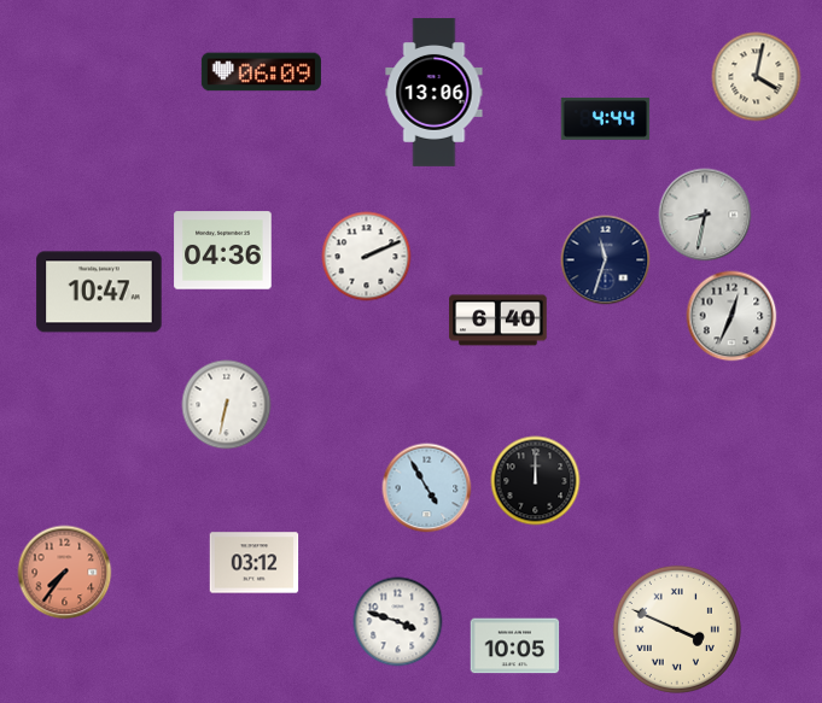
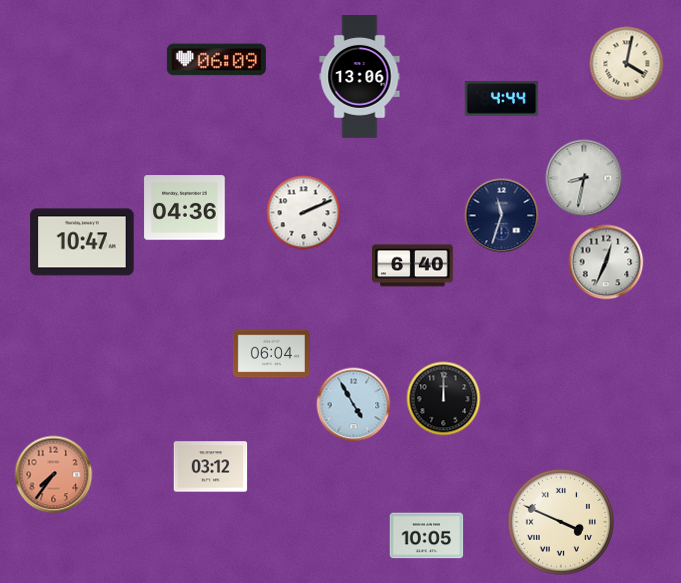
clock at (227, 405): 6:32 -> none
clock at (271, 354): none -> 06:04
clock at (398, 622): 3:48 -> none
